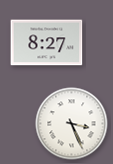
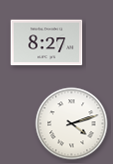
clock at (72, 124): 3:26 -> 4:12
